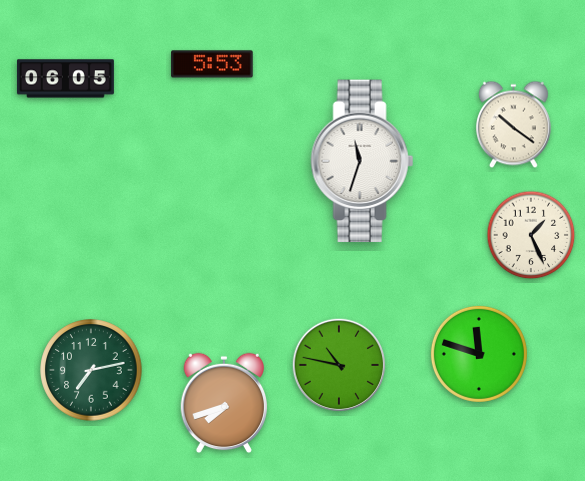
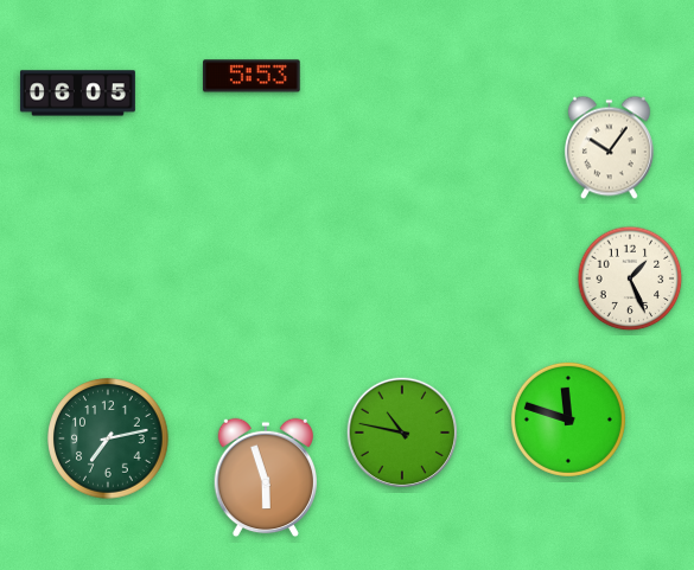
clock at (513, 125): 10:21 -> 10:06
clock at (362, 161): 11:33 -> none
clock at (223, 403): 7:42 -> 5:57
